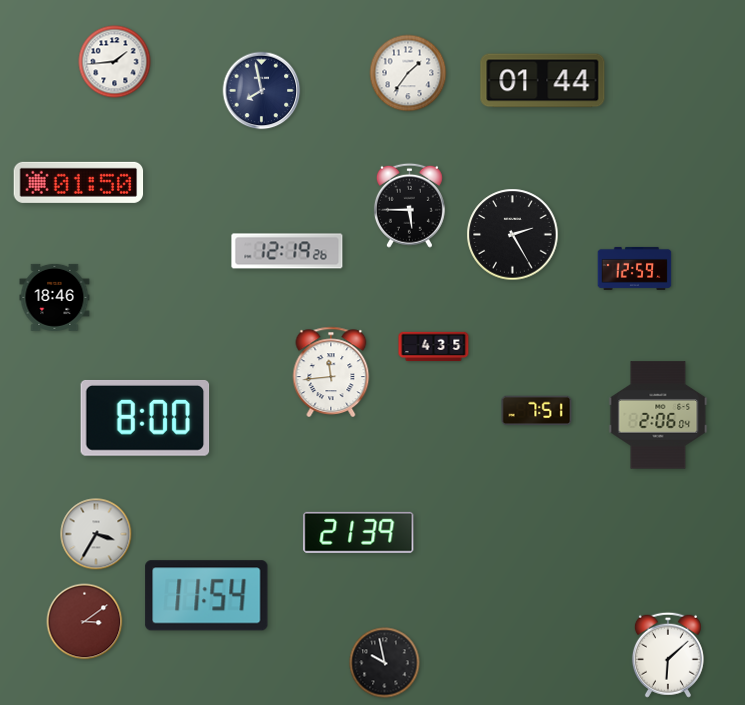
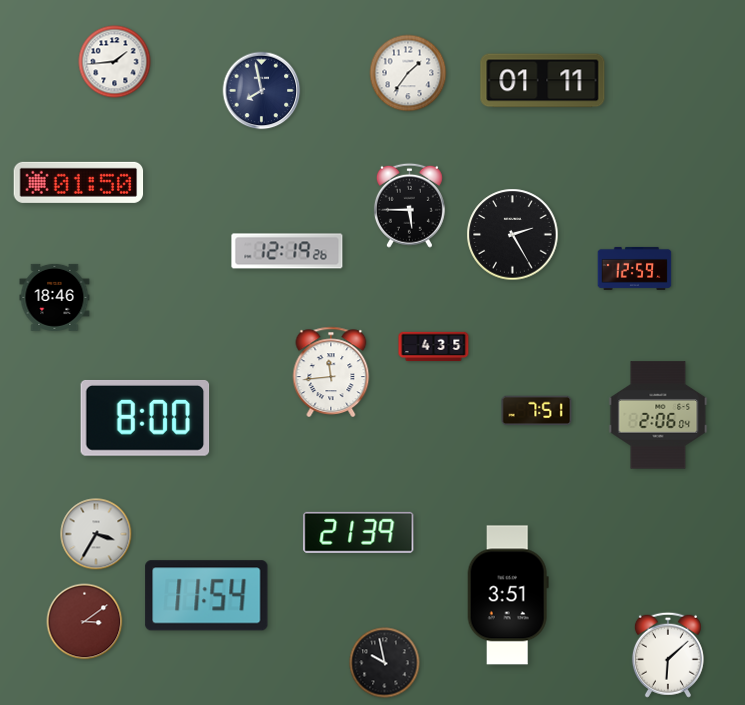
clock at (543, 81): 01:44 -> 01:11
clock at (508, 595): none -> 3:51
